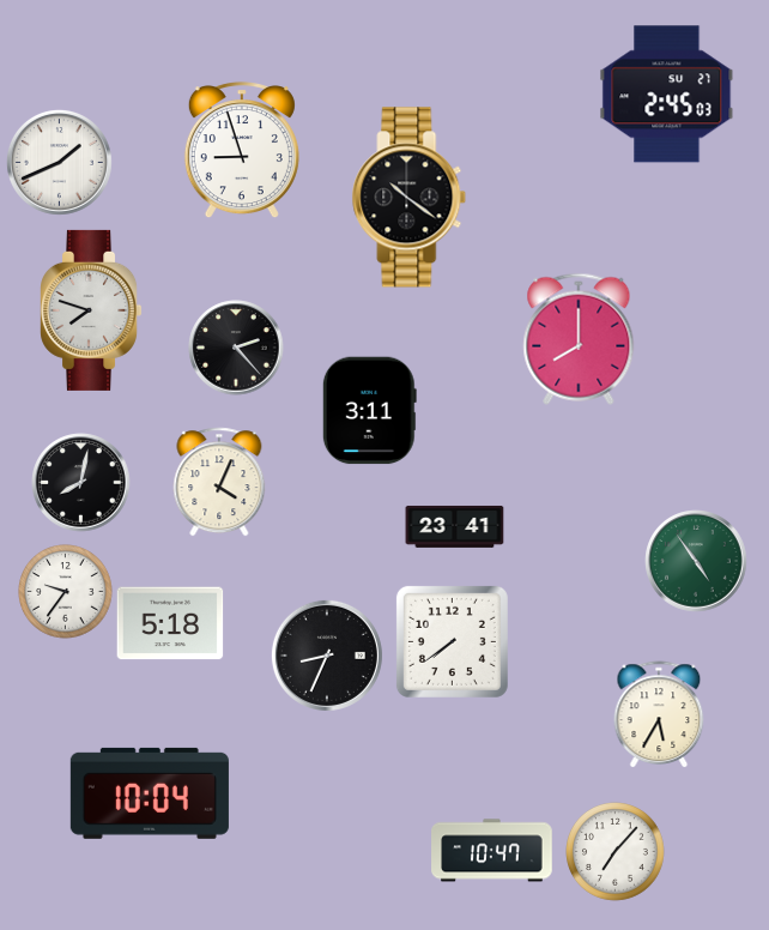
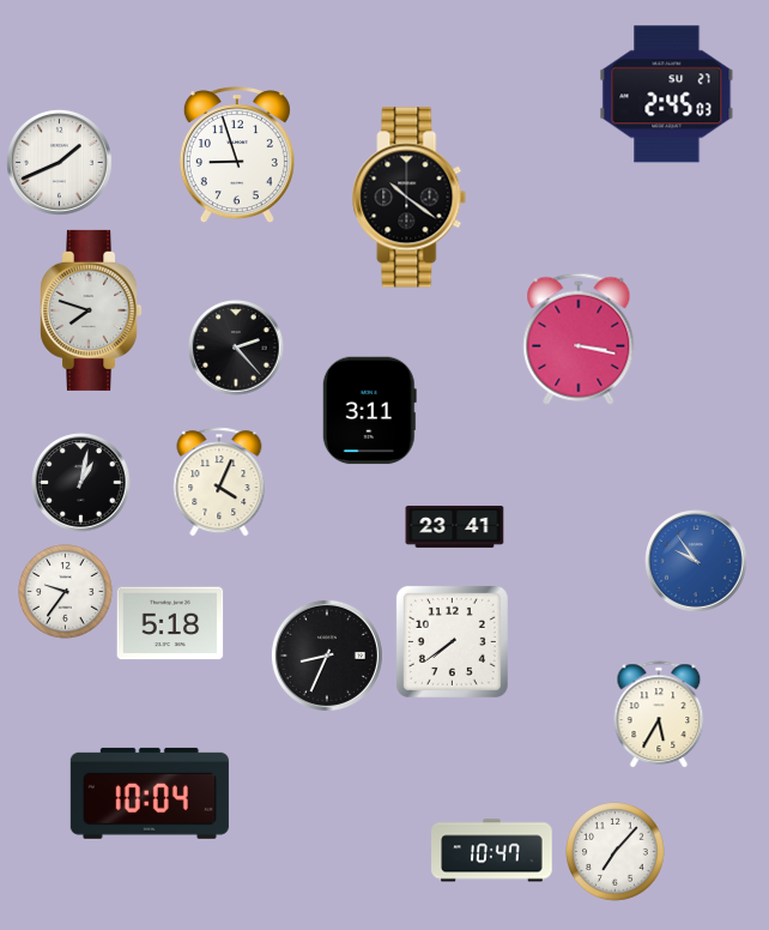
clock at (242, 151) position: (242, 151) -> (237, 156)
clock at (579, 339): 8:00 -> 3:17
clock at (81, 483): 8:02 -> 1:02
clock at (696, 561): 4:54 -> 9:54
clock at (696, 561) dial: green -> blue
